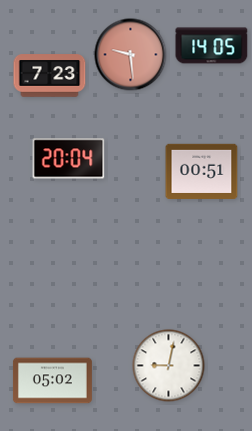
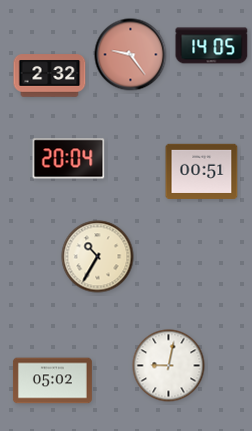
clock at (131, 55): 9:29 -> 9:24
clock at (50, 76): 7:23 -> 2:32
clock at (98, 257): none -> 10:35
